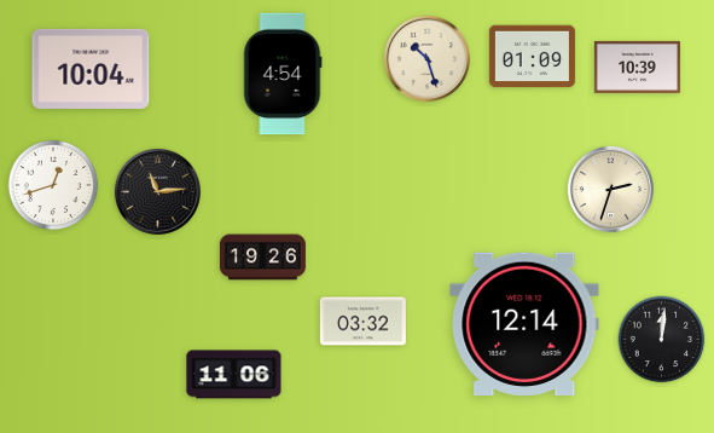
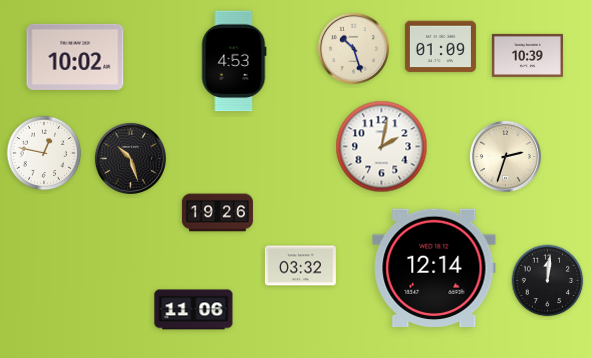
clock at (91, 69): 10:04 -> 10:02
clock at (283, 74): 4:54 -> 4:53
clock at (382, 147): none -> 2:02
clock at (53, 185): 12:42 -> 12:47
clock at (157, 191): 11:14 -> 10:27
